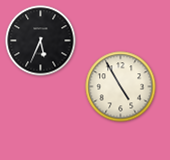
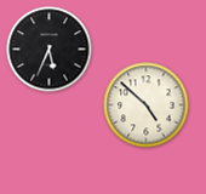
clock at (121, 87): 4:55 -> 4:52
